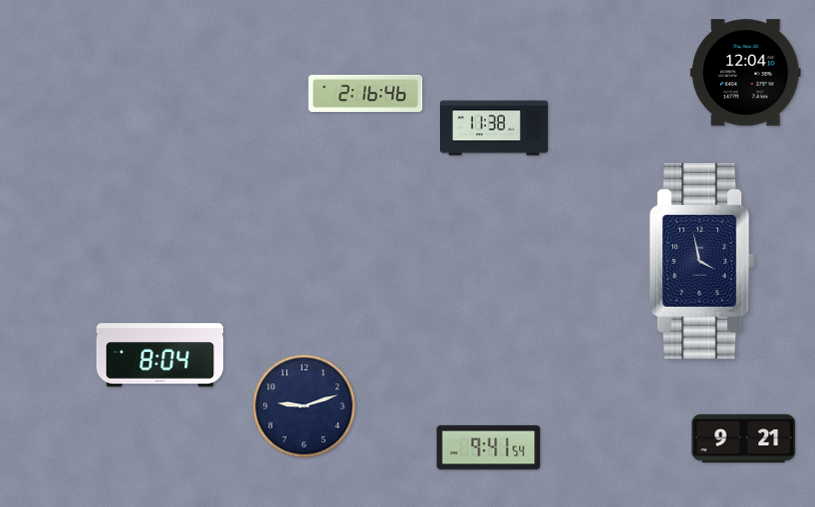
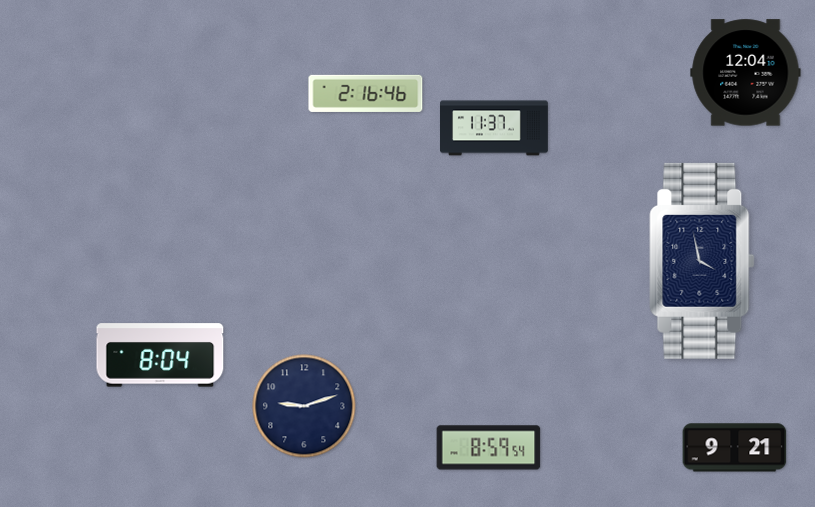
clock at (495, 128): 11:38 -> 11:37
clock at (744, 439) position: (744, 439) -> (735, 448)
clock at (489, 448): 9:41 -> 8:59
